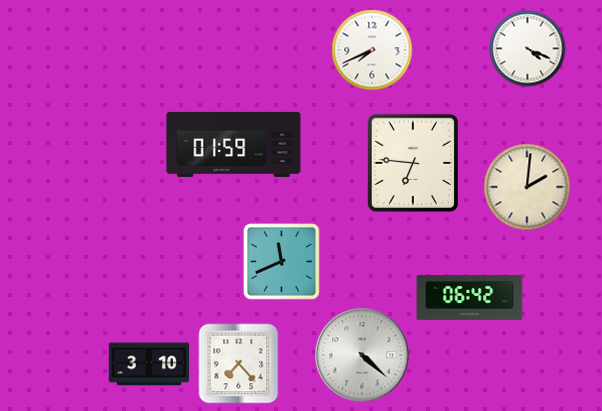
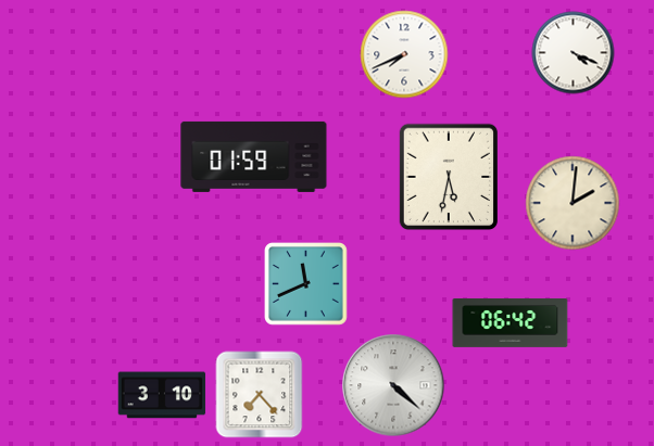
clock at (412, 163): 6:46 -> 5:32
